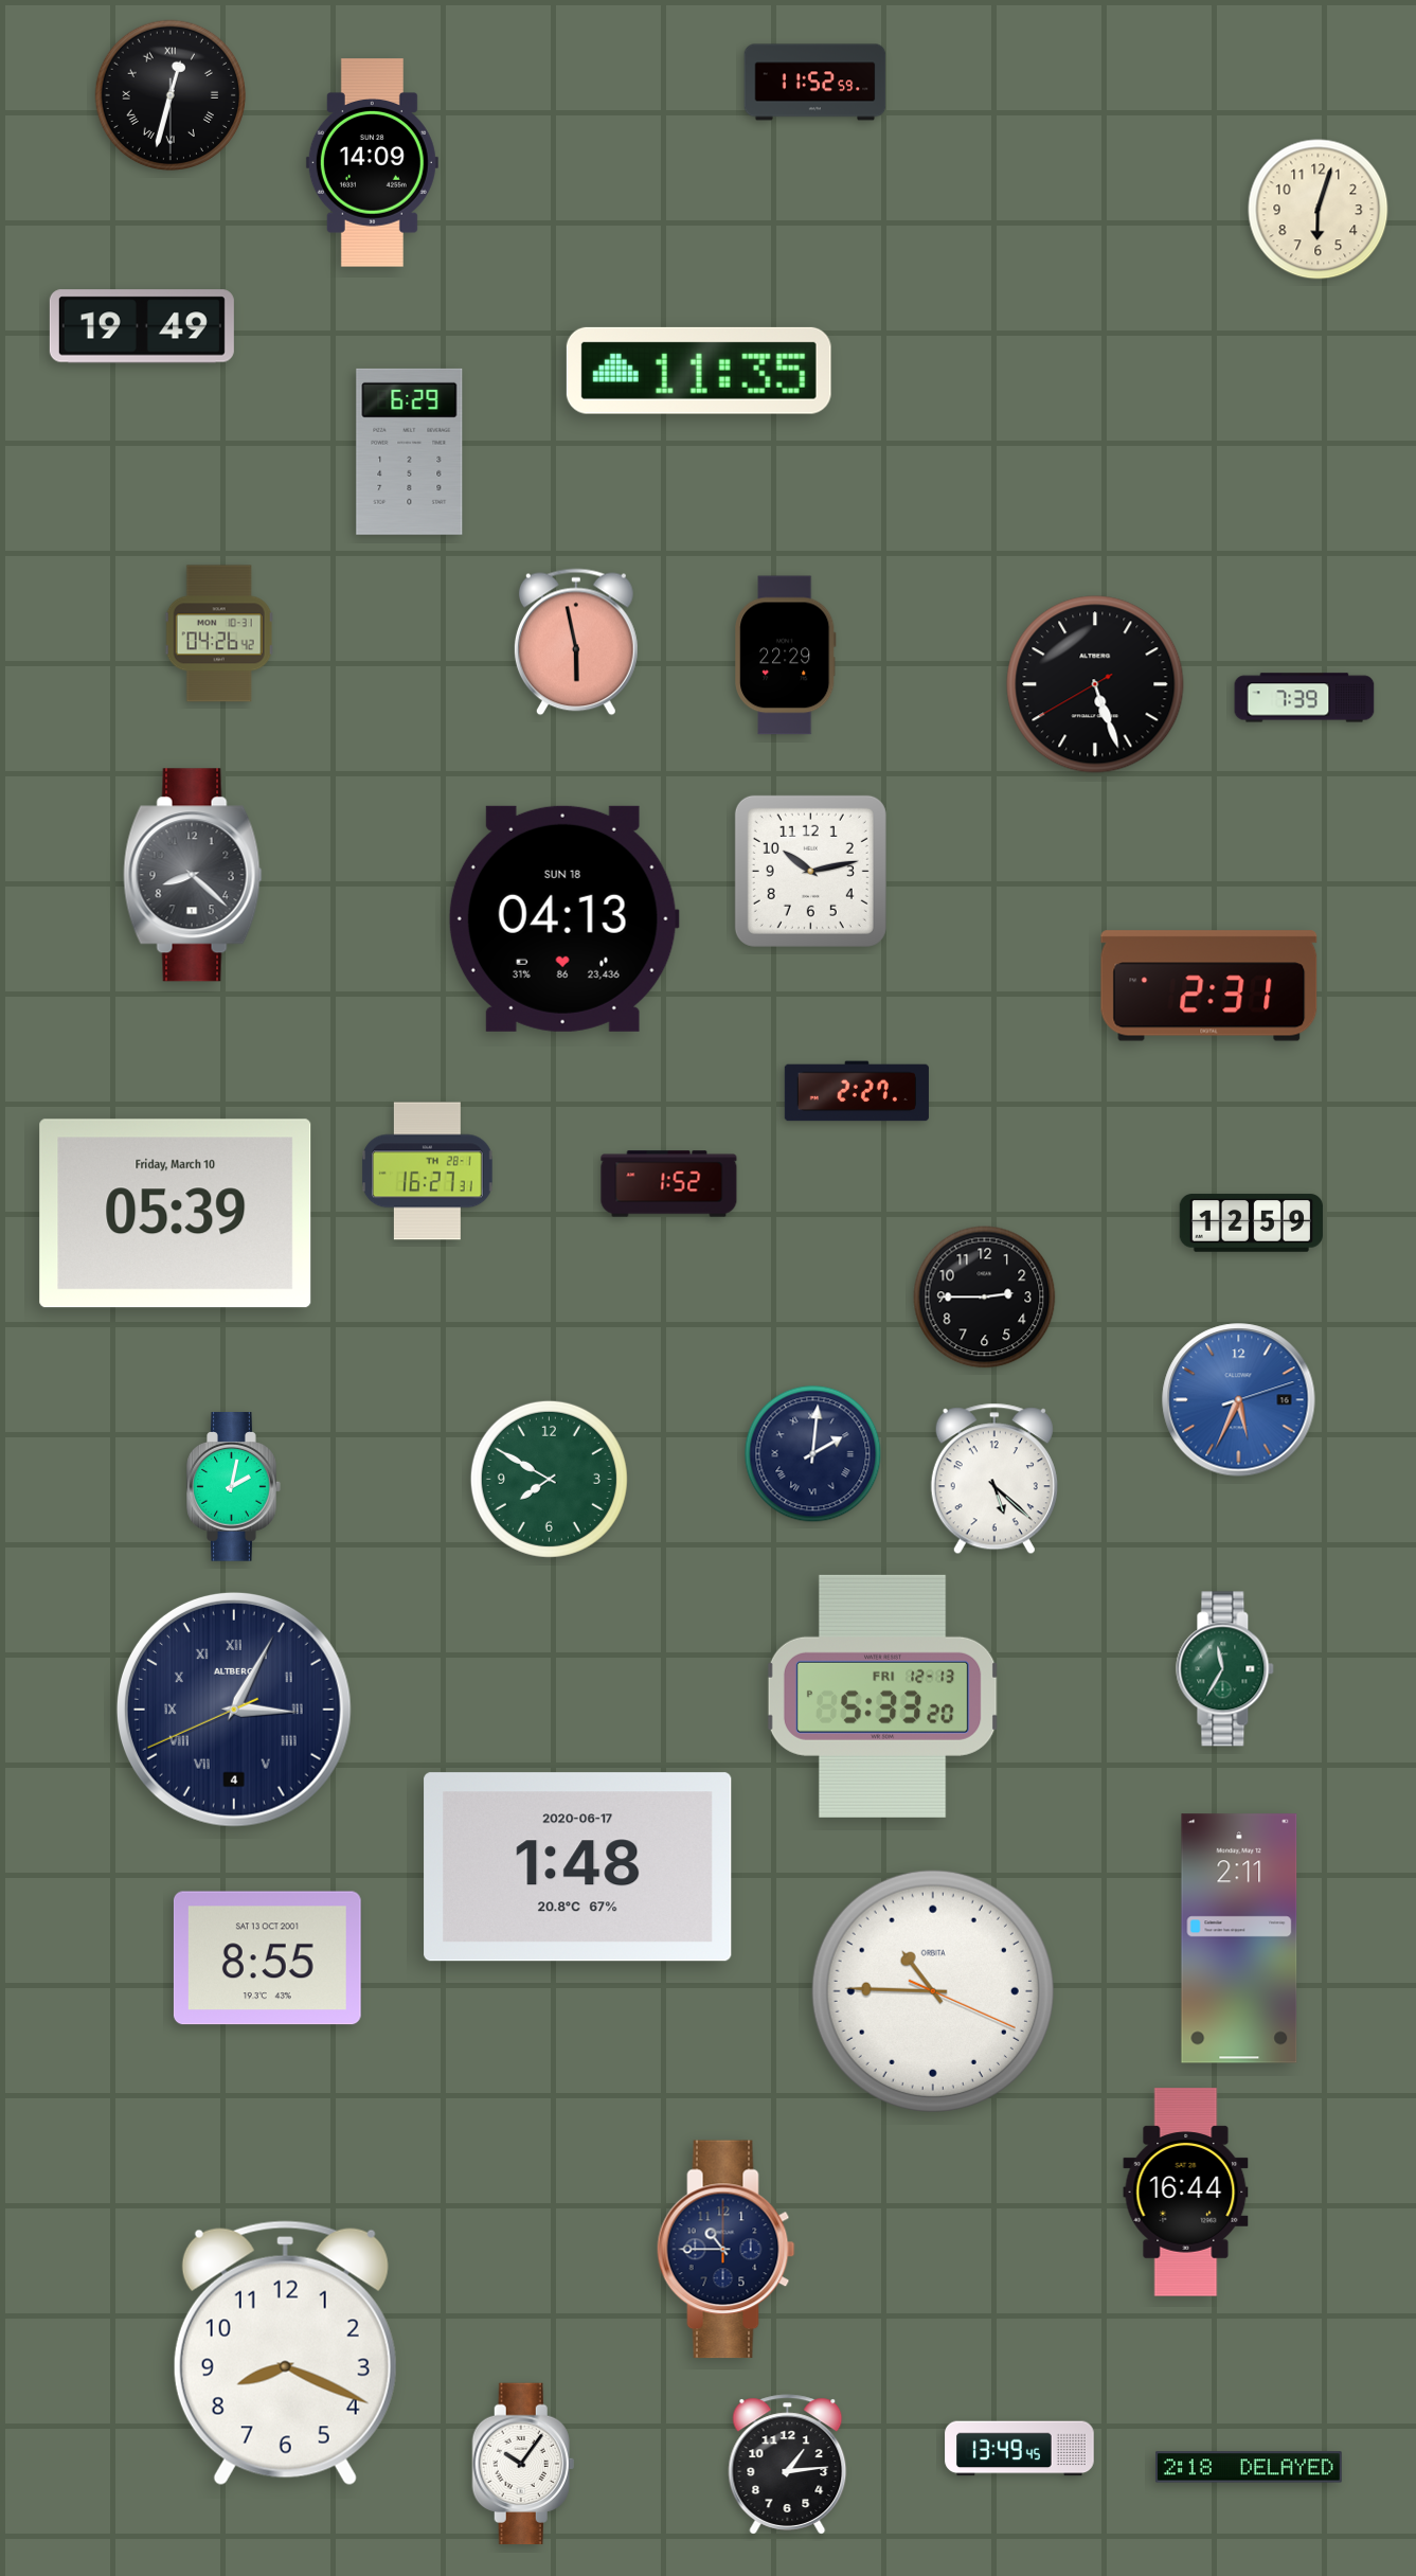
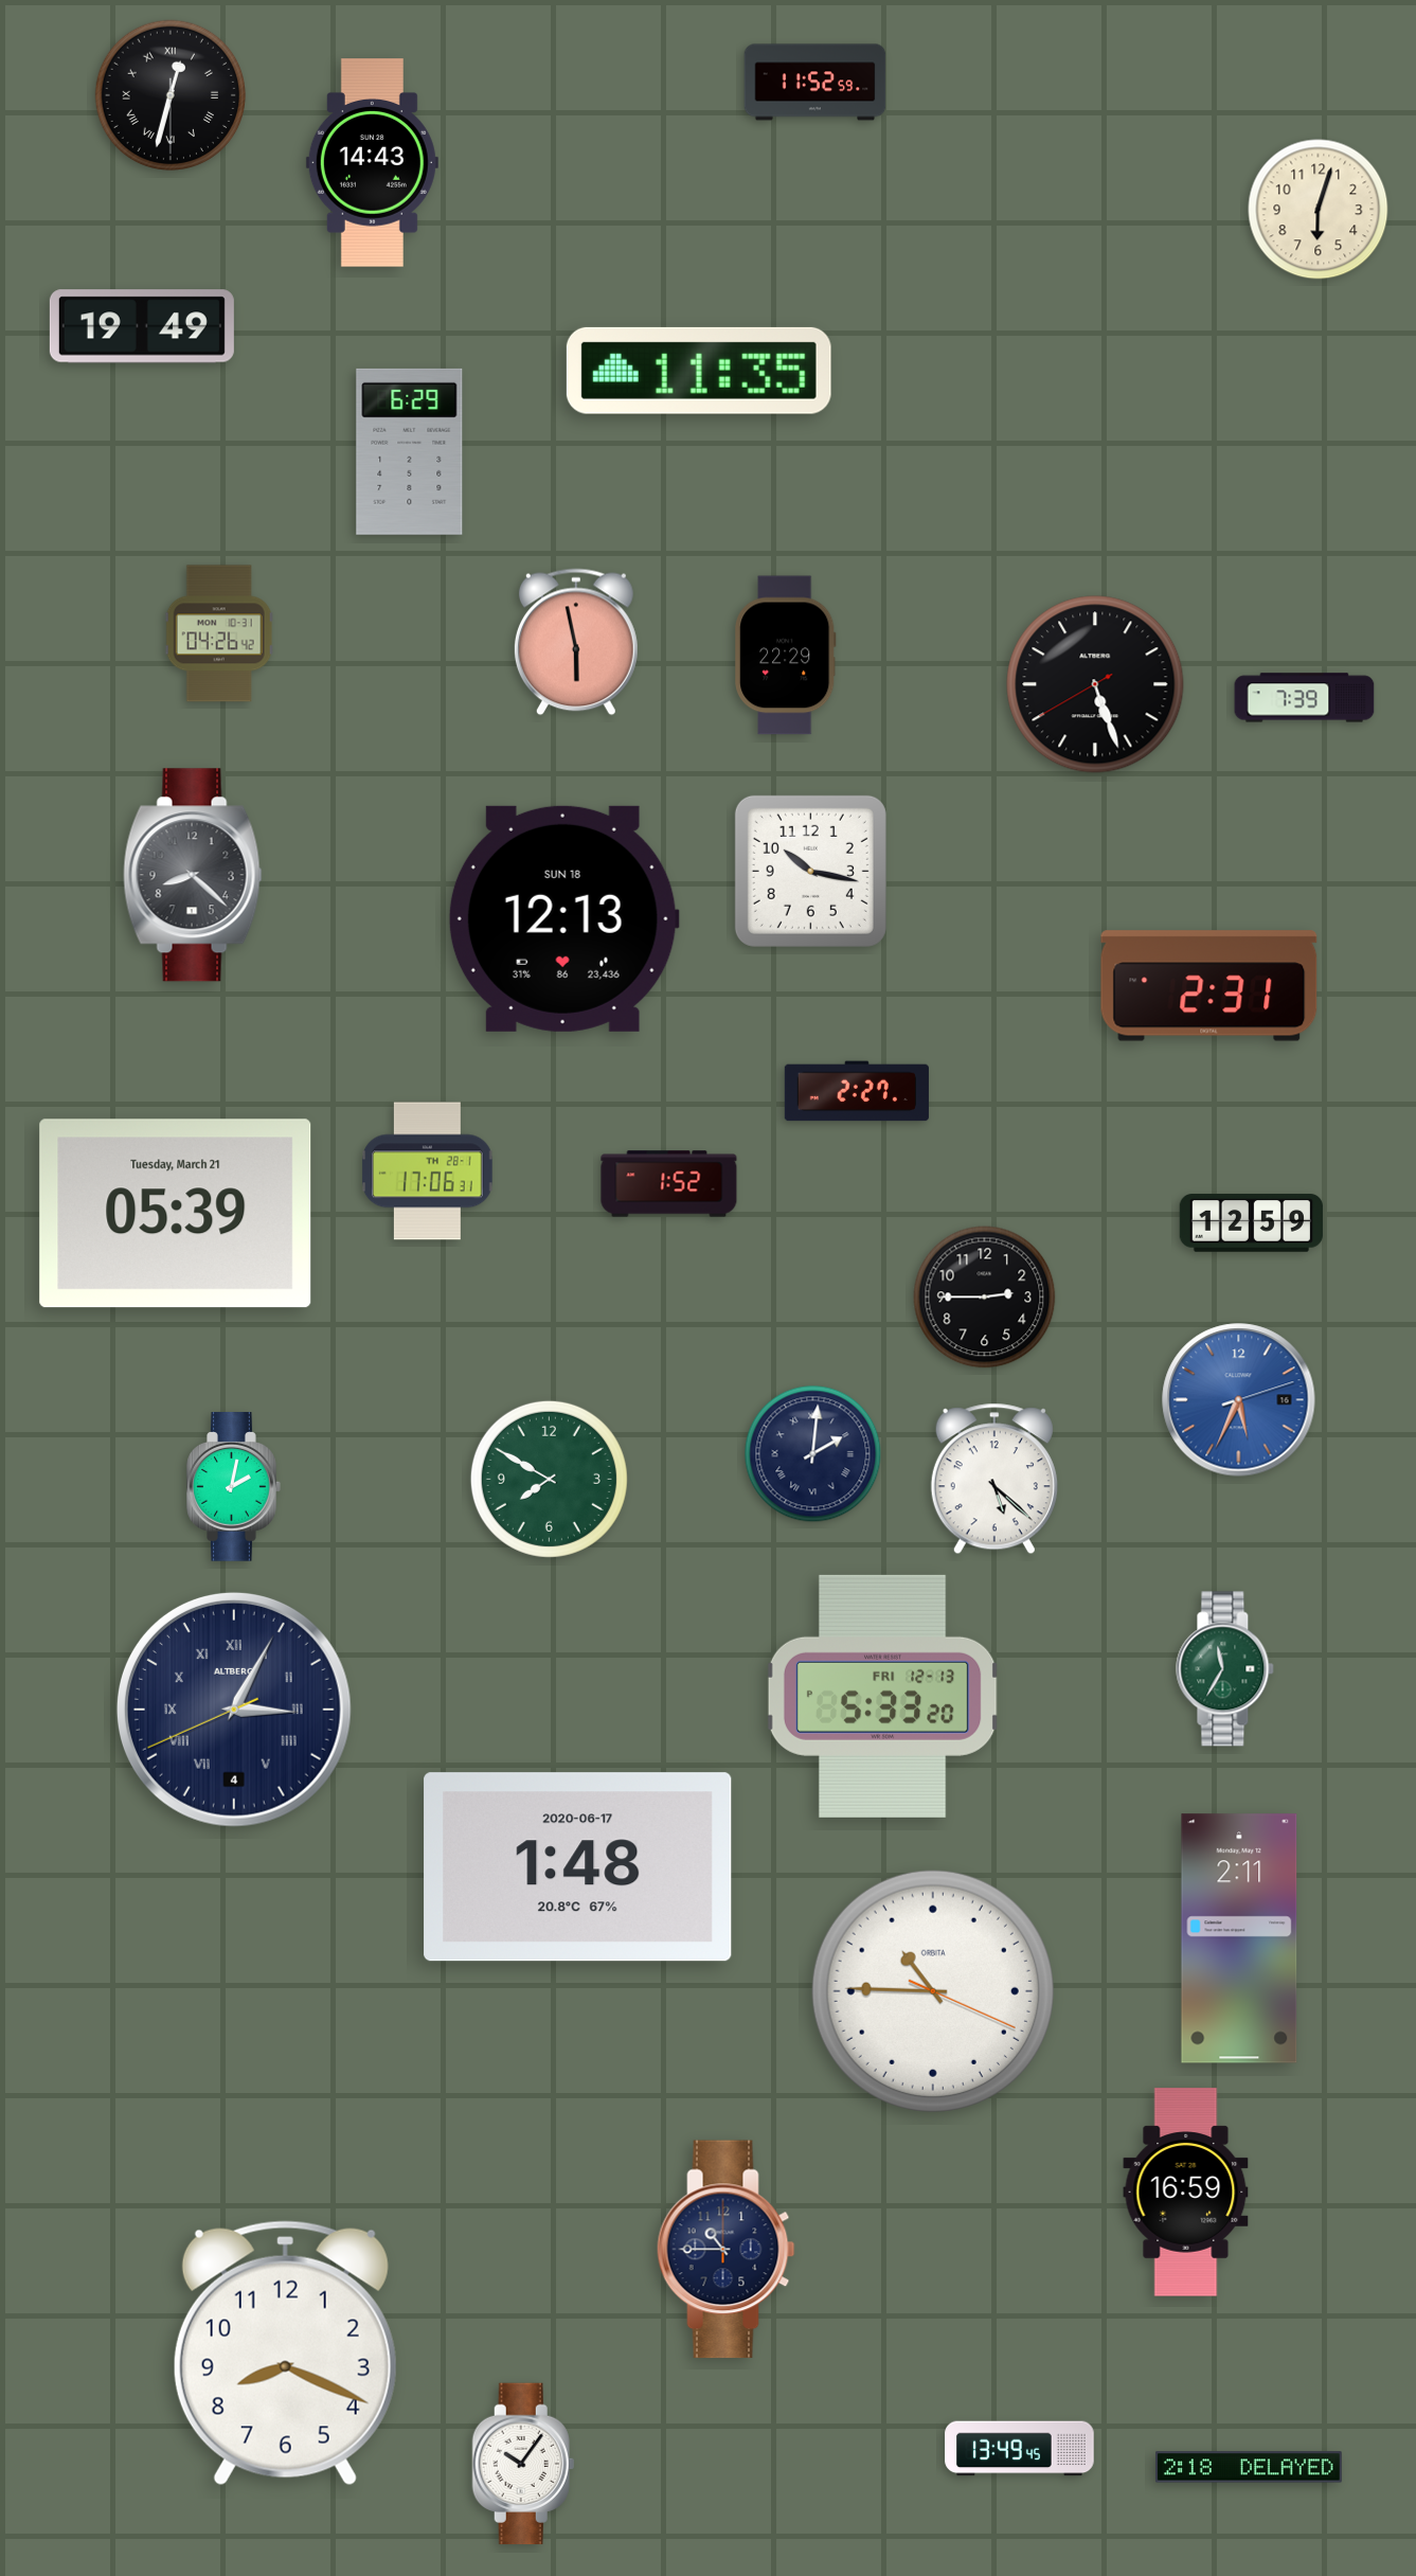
clock at (372, 163): 14:09 -> 14:43
clock at (810, 871): 10:13 -> 10:17
clock at (563, 918): 04:13 -> 12:13
clock at (428, 1171): 16:27 -> 17:06
clock at (176, 1214) date: Friday, March 10 -> Tuesday, March 21
clock at (267, 1958): 8:55 -> none
clock at (1186, 2193): 16:44 -> 16:59
clock at (788, 2465): 1:14 -> none
